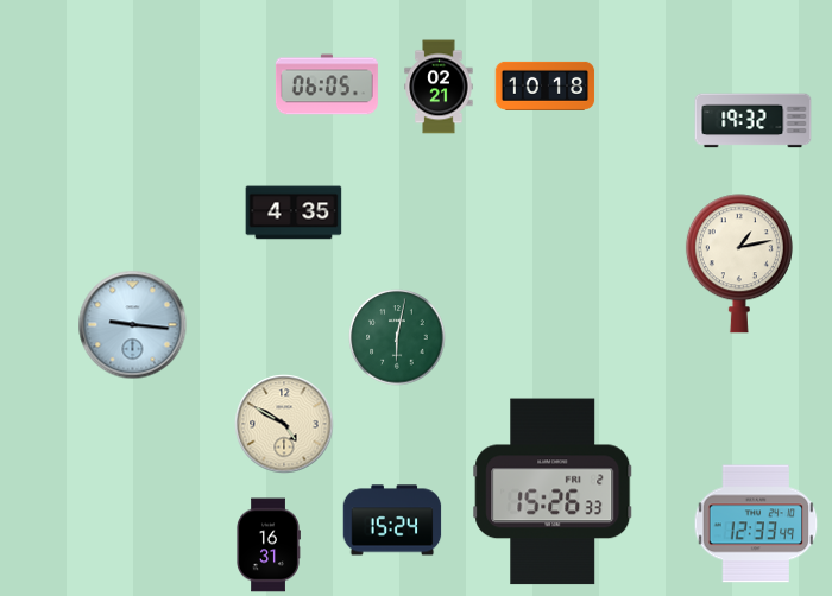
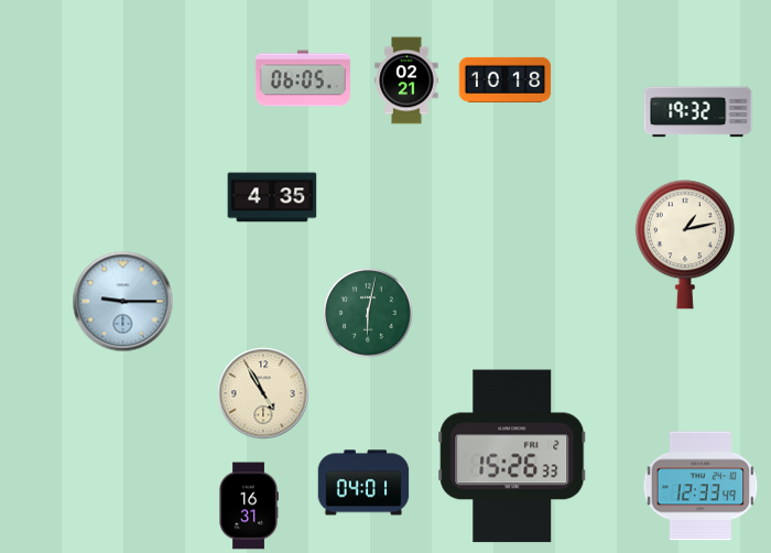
clock at (133, 325): 9:16 -> 9:15
clock at (284, 424): 4:50 -> 4:55
clock at (392, 520): 15:24 -> 04:01
